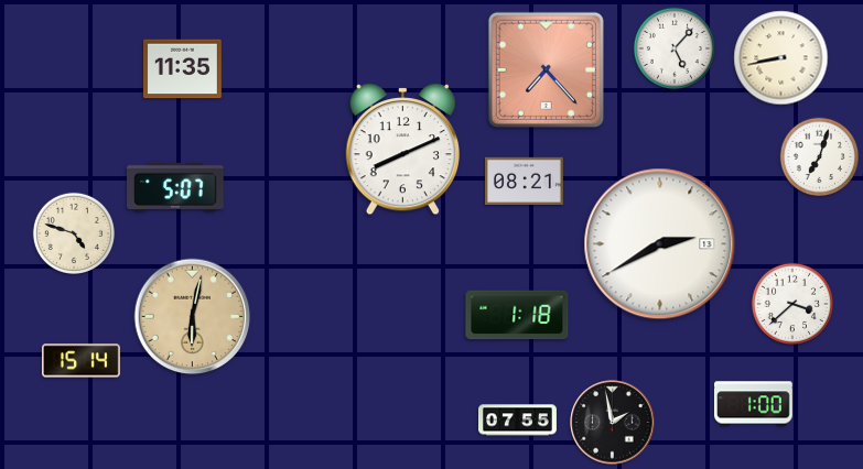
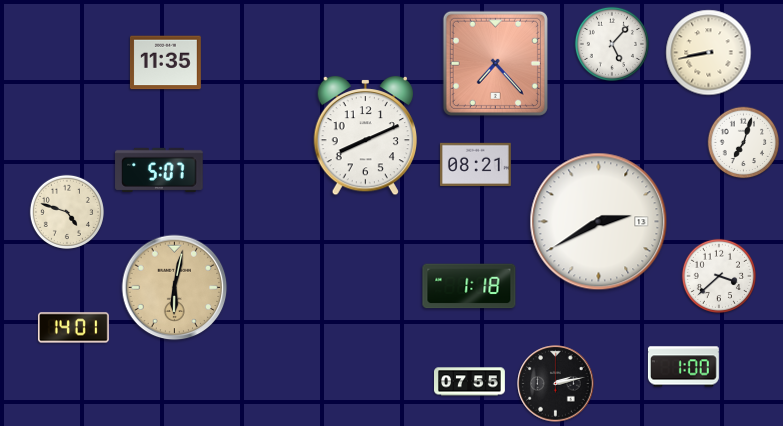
clock at (80, 361): 15:14 -> 14:01
clock at (613, 423): 1:58 -> 2:13
